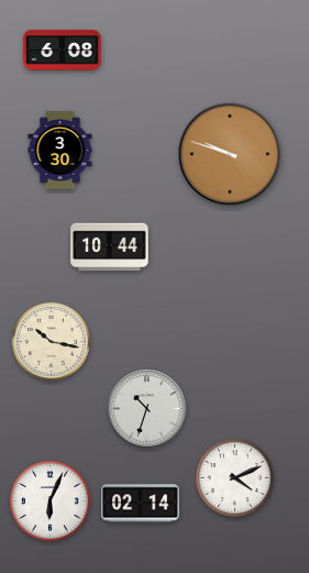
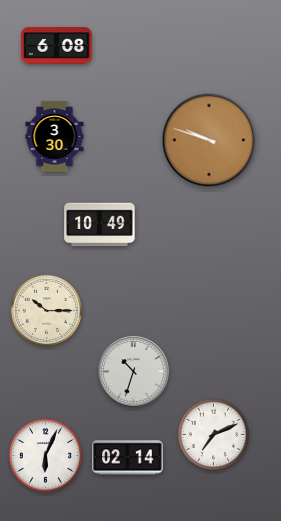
clock at (110, 247): 10:44 -> 10:49
clock at (51, 341): 10:17 -> 10:15
clock at (234, 477): 4:11 -> 7:11
